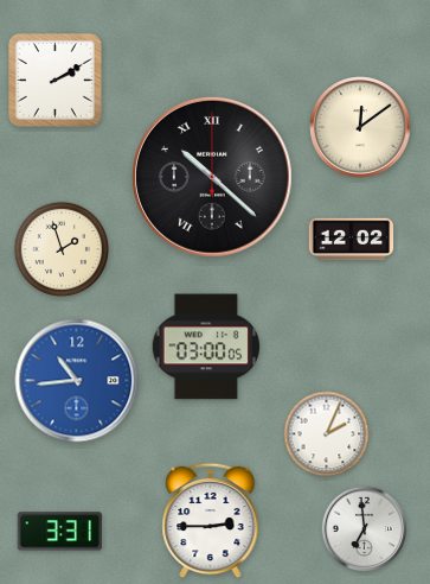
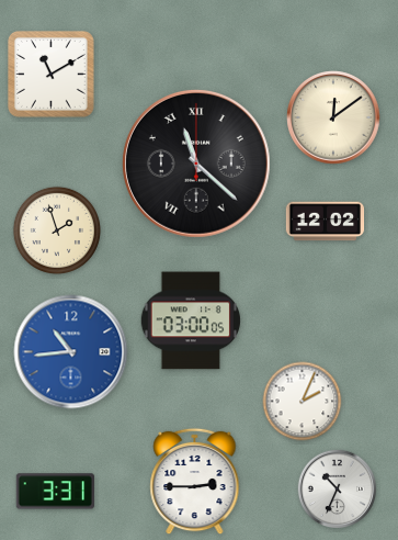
clock at (54, 80): 2:10 -> 11:10
clock at (212, 177): 10:22 -> 11:22
clock at (365, 529): 6:59 -> 10:34
